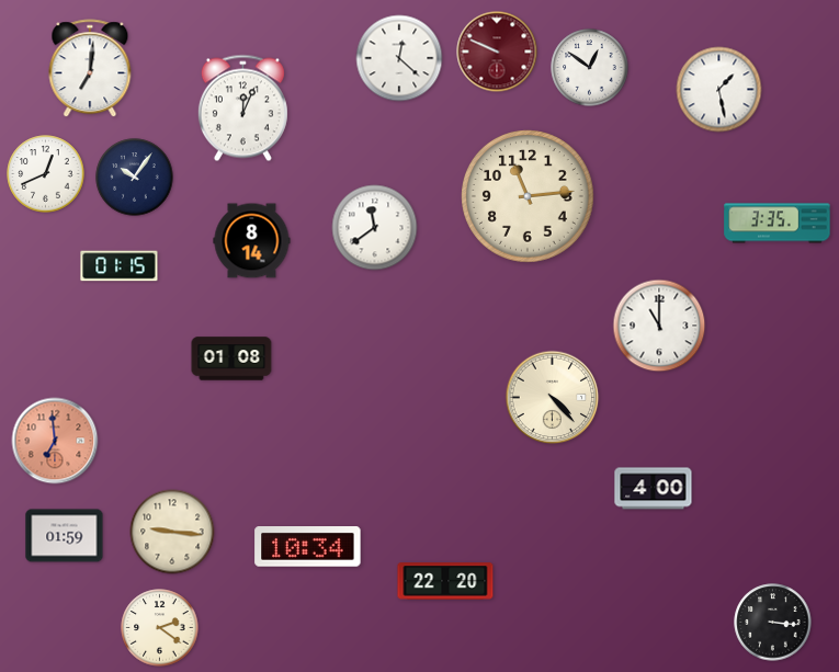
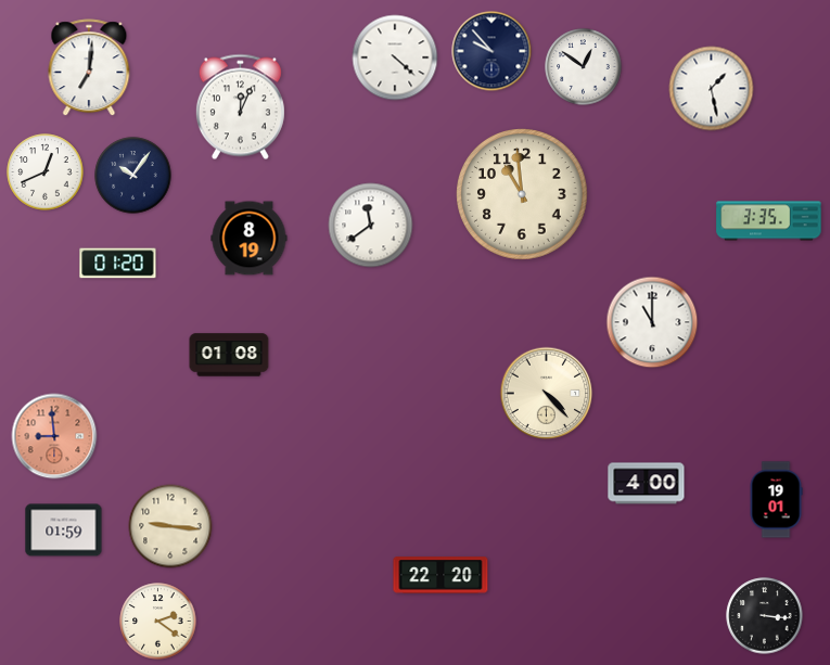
clock at (497, 52): 9:49 -> 9:53
clock at (497, 52) dial: burgundy -> navy
clock at (399, 58): 12:22 -> 4:22
clock at (529, 197): 11:14 -> 10:59
clock at (252, 241): 8:14 -> 8:19
clock at (120, 266): 01:15 -> 01:20
clock at (55, 441): 6:59 -> 8:59
clock at (776, 500): none -> 19:01
clock at (308, 547): 10:34 -> none
